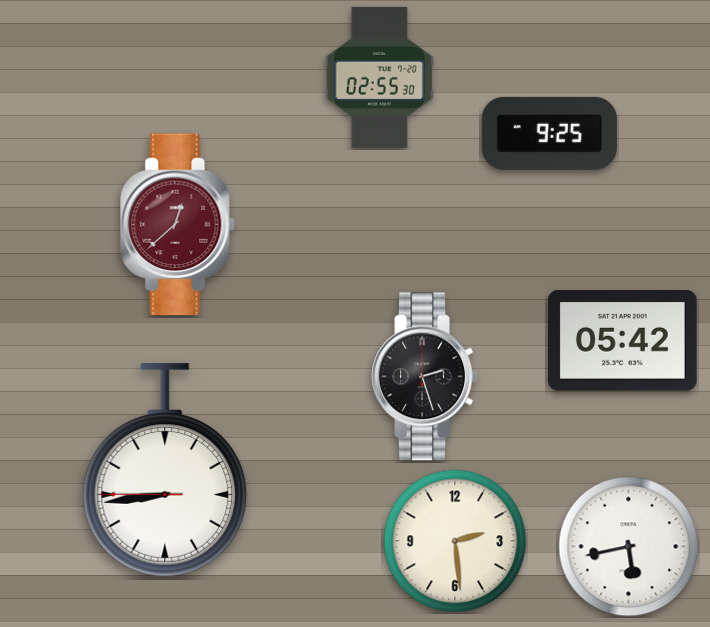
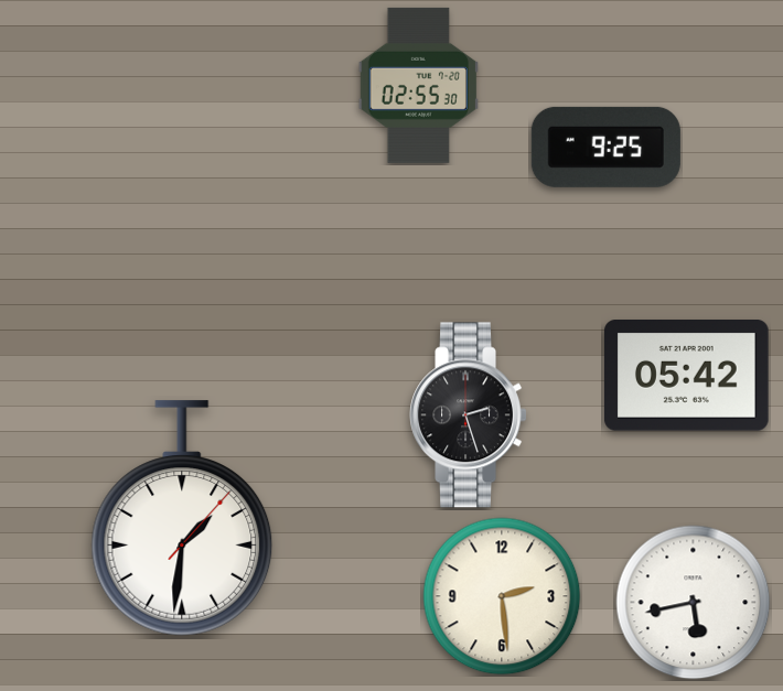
clock at (178, 225): 12:38 -> none
clock at (165, 470): 8:43 -> 1:31
